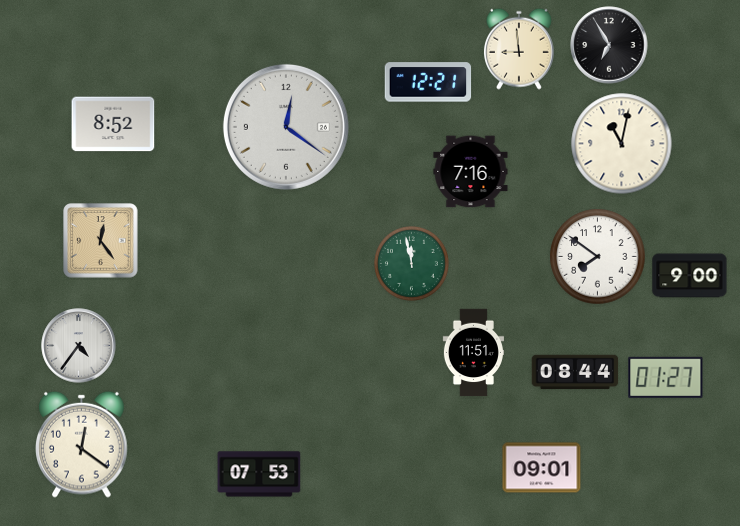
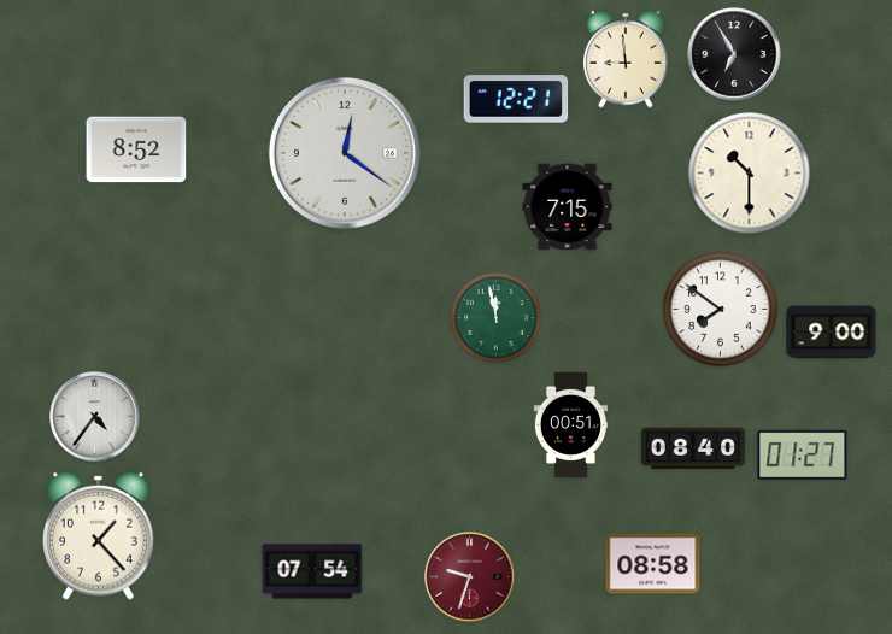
clock at (622, 144): 11:02 -> 10:30
clock at (471, 172): 7:16 -> 7:15
clock at (101, 241): 12:24 -> none
clock at (473, 353): 11:51 -> 00:51
clock at (575, 372): 08:44 -> 08:40
clock at (82, 444): 12:21 -> 1:23
clock at (542, 468): 09:01 -> 08:58
clock at (259, 474): 07:53 -> 07:54
clock at (470, 577): none -> 9:33
